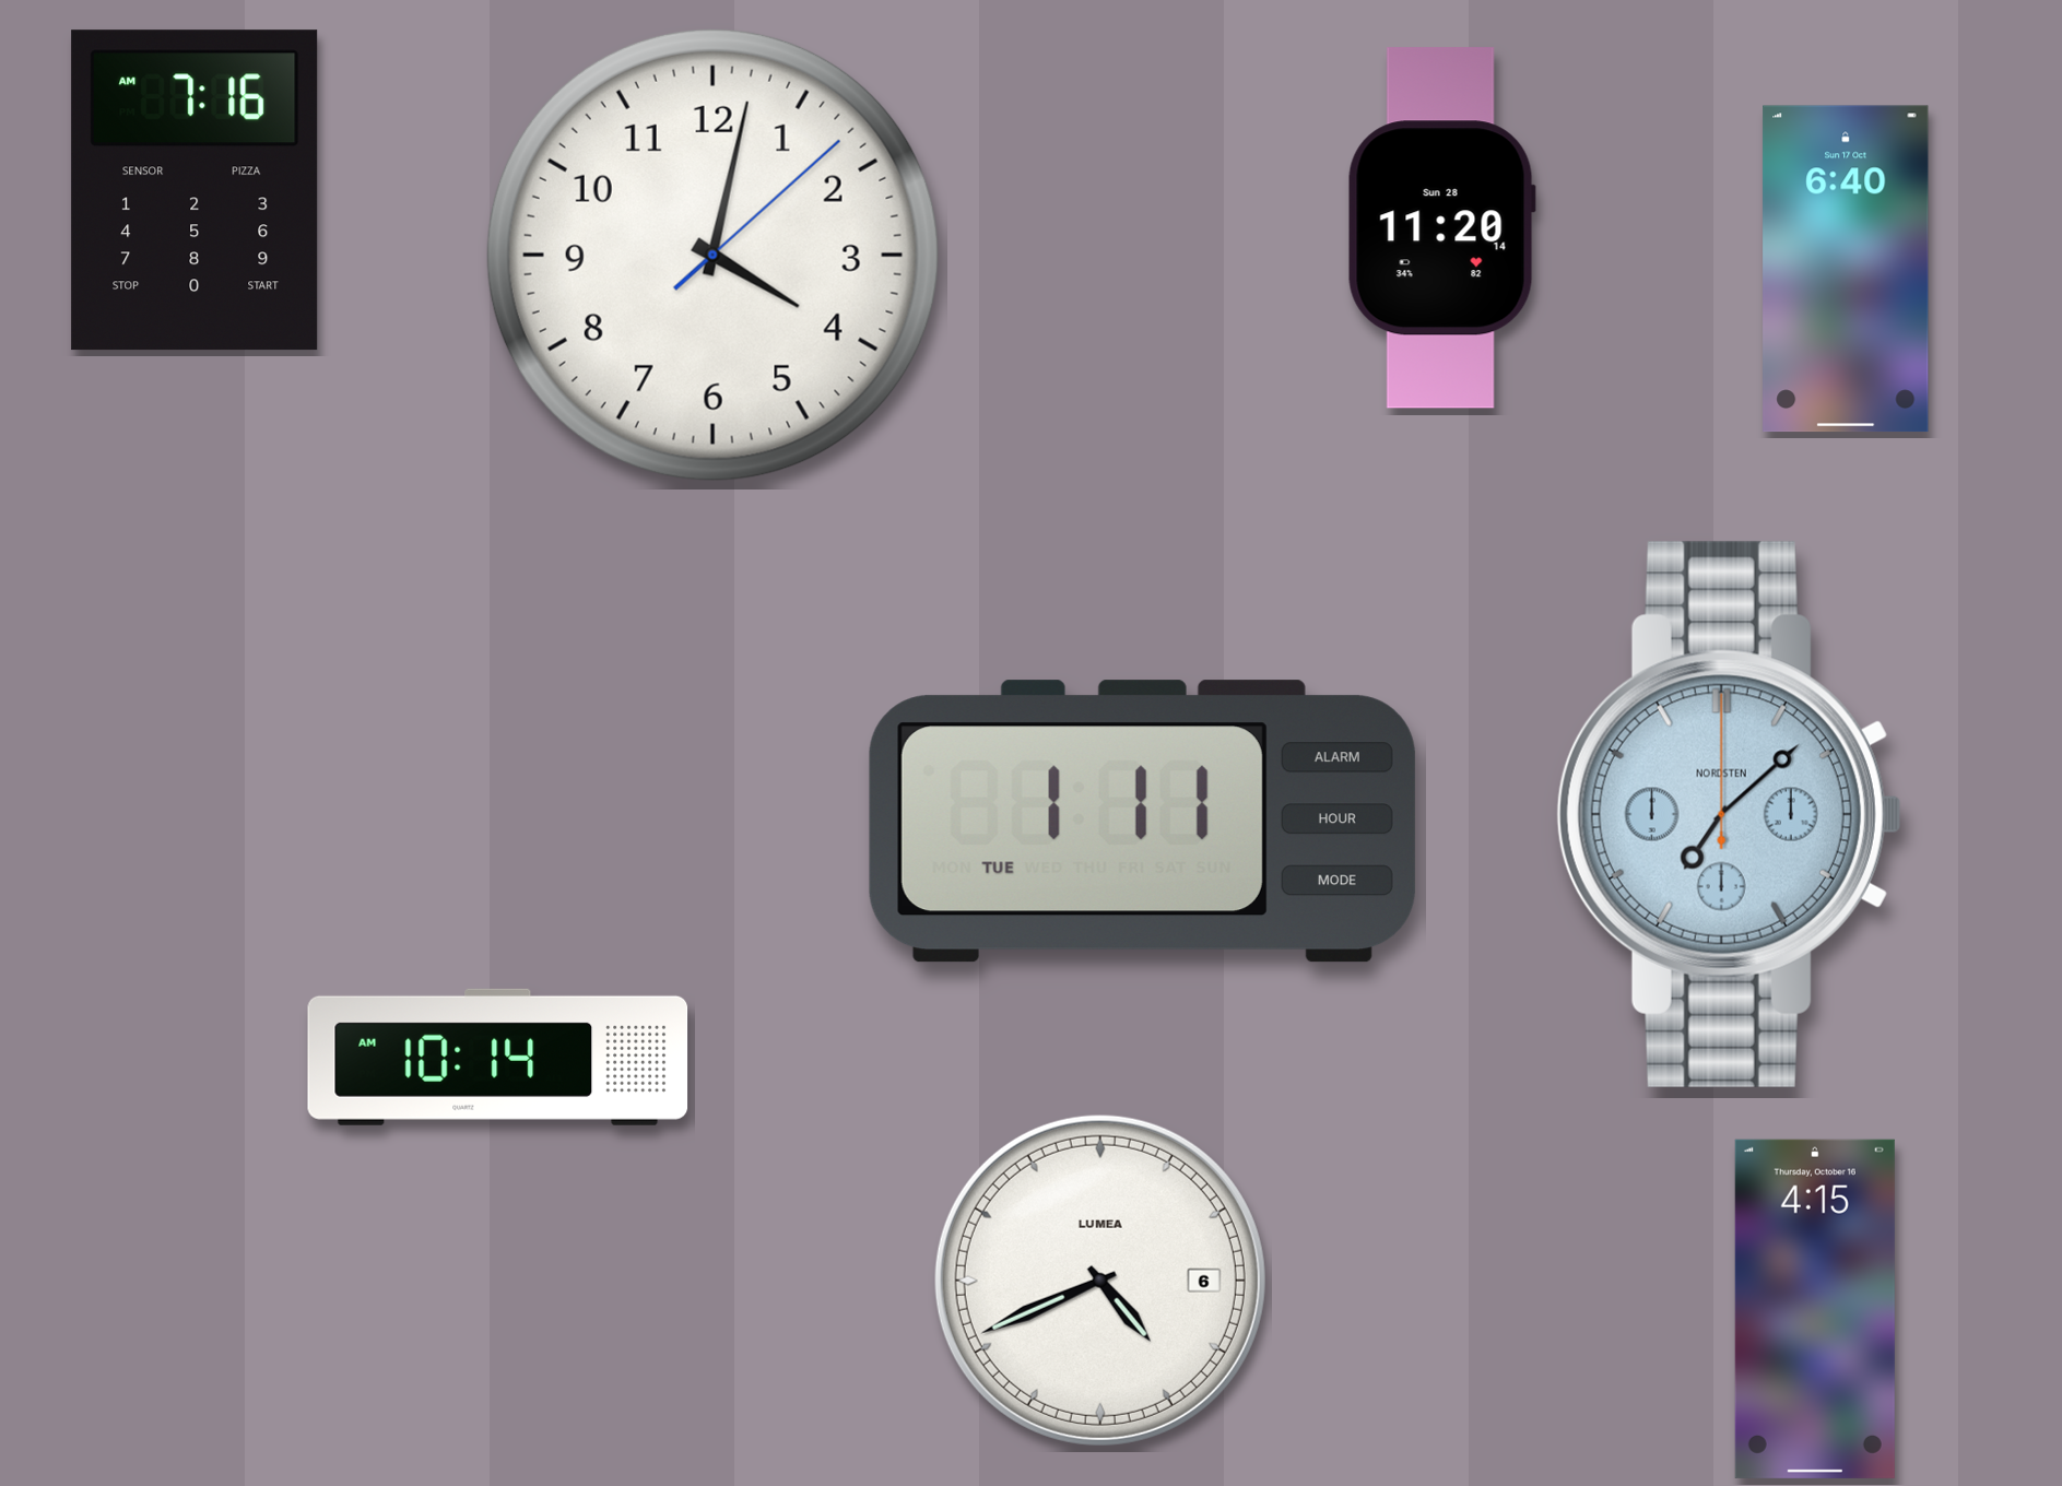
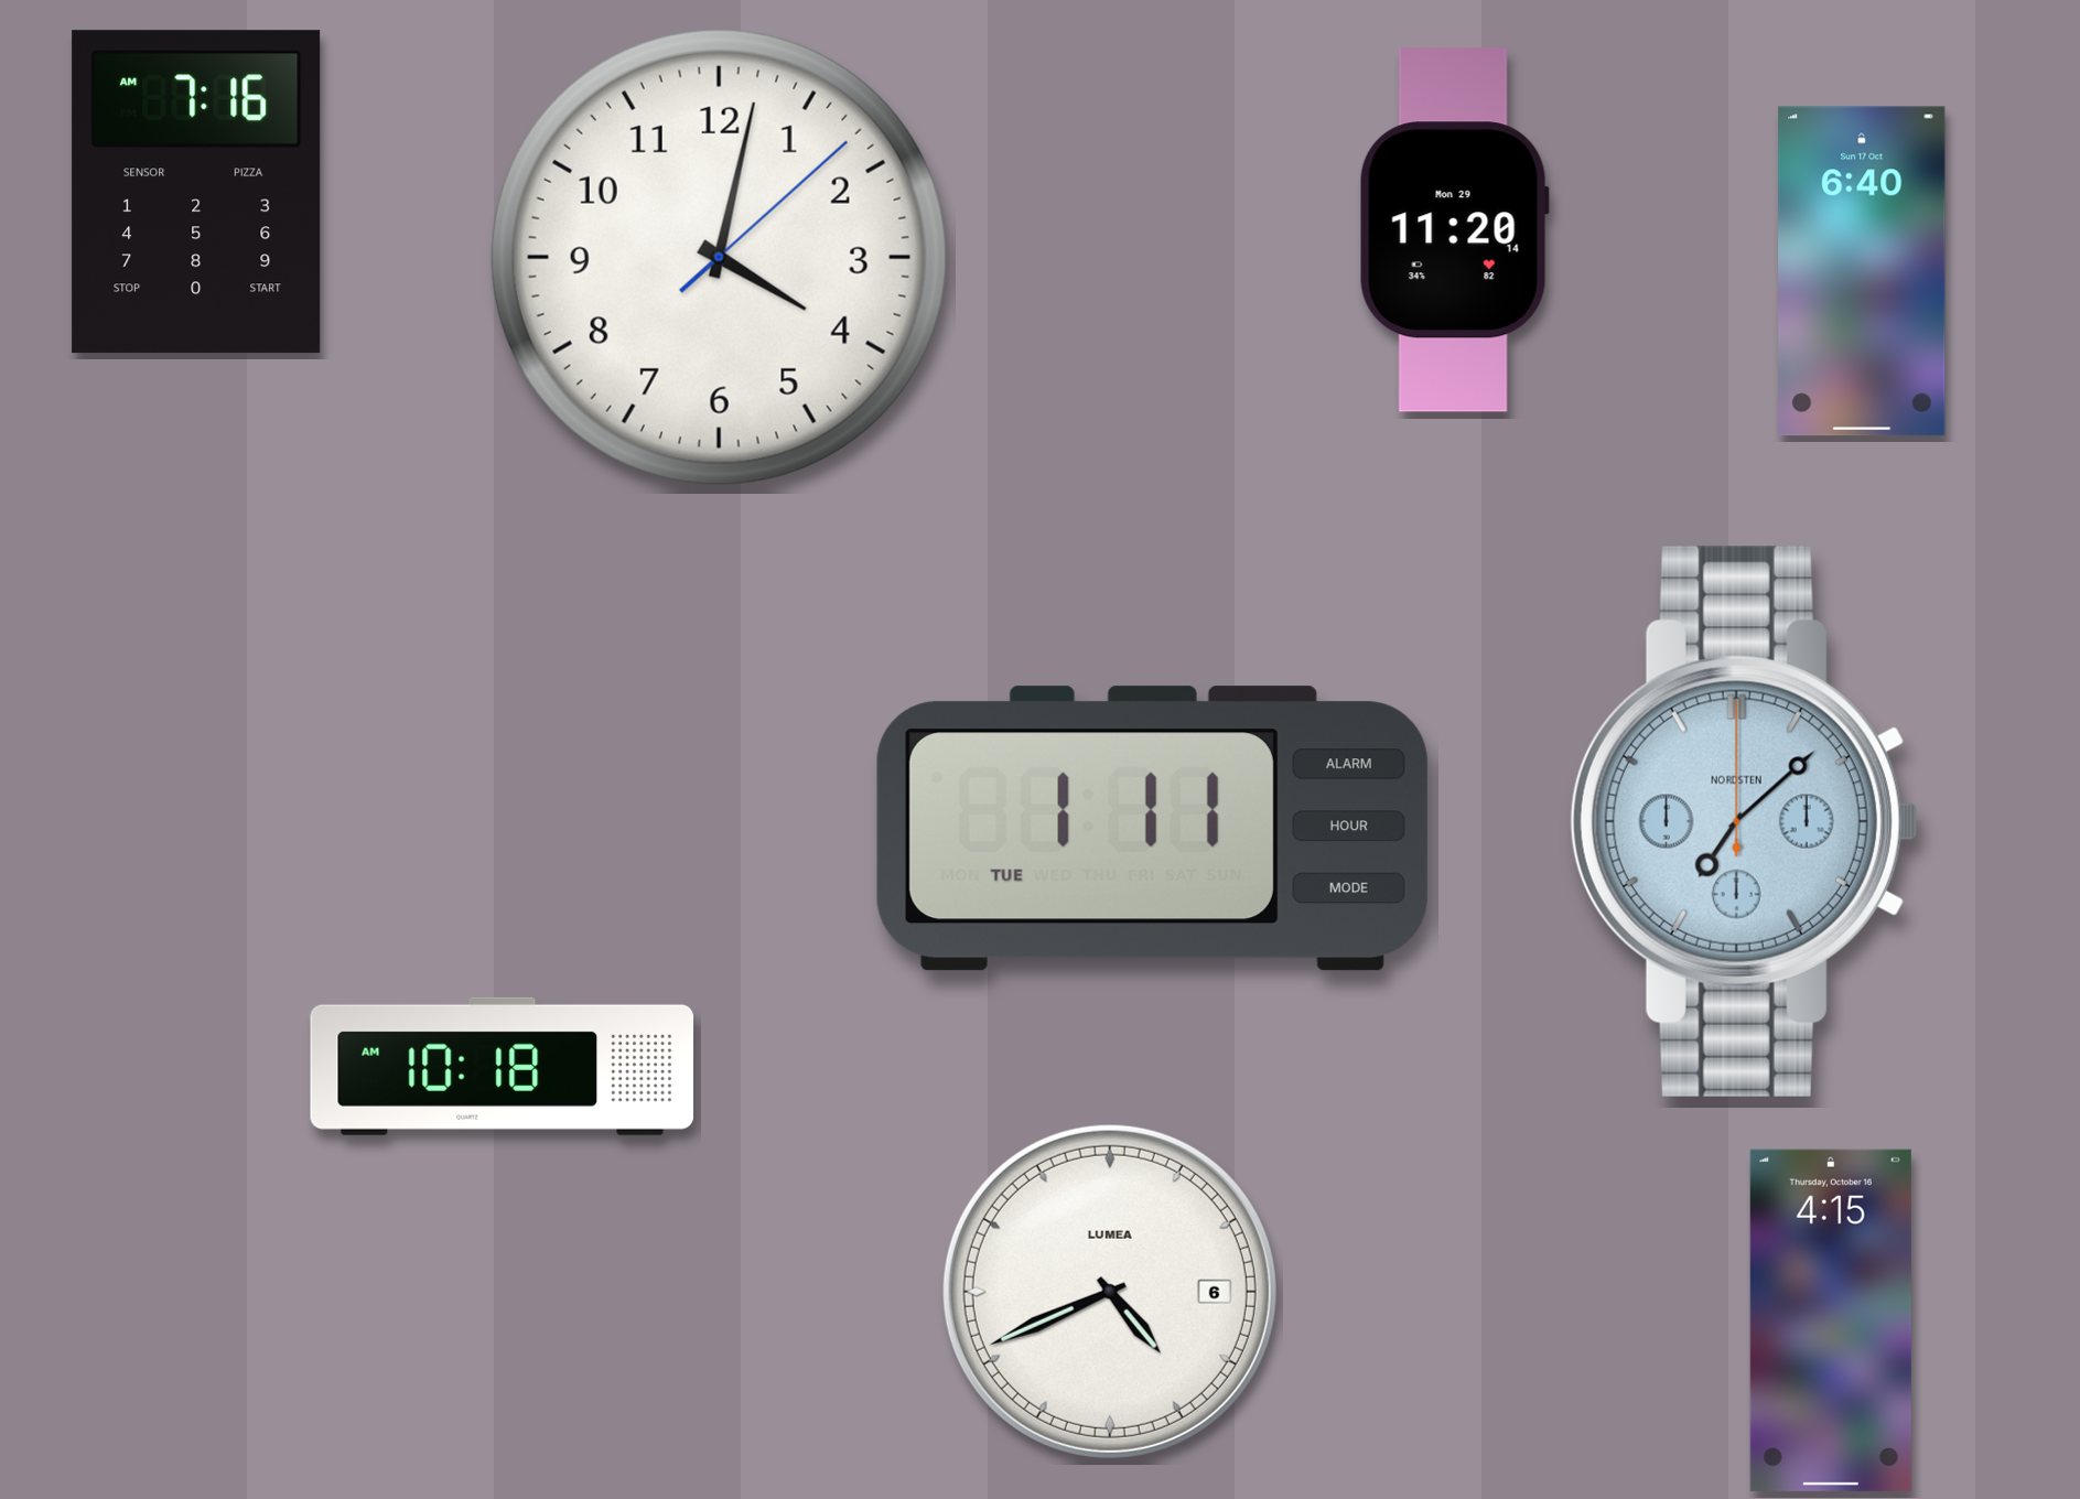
clock at (1441, 228) date: Sun 28 -> Mon 29
clock at (498, 1057): 10:14 -> 10:18
